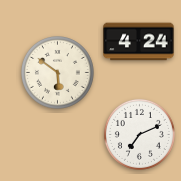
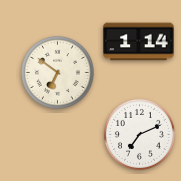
clock at (139, 42): 4:24 -> 1:14
clock at (58, 73): 5:51 -> 6:51
